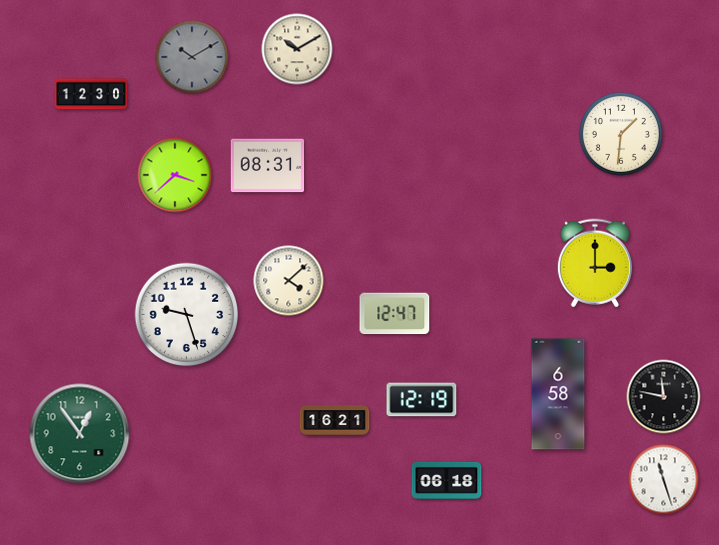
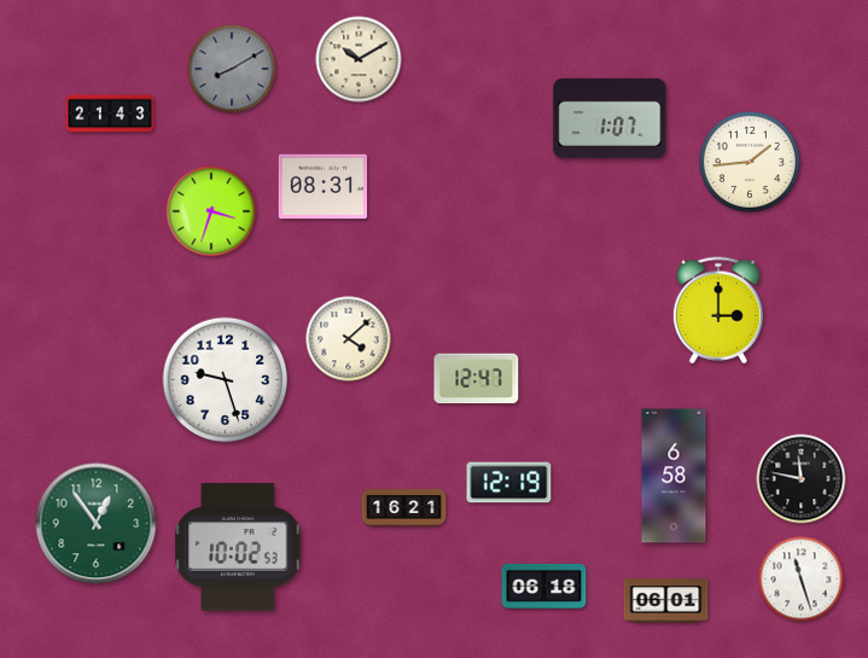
clock at (192, 57): 10:10 -> 8:10
clock at (91, 94): 12:30 -> 21:43
clock at (610, 118): none -> 1:07
clock at (621, 134): 1:31 -> 1:44
clock at (268, 166) position: (268, 166) -> (324, 187)
clock at (175, 175): 3:38 -> 3:33
clock at (595, 263) position: (595, 263) -> (718, 310)
clock at (238, 547): none -> 10:02
clock at (447, 480) position: (447, 480) -> (544, 586)
clock at (666, 601): none -> 06:01
